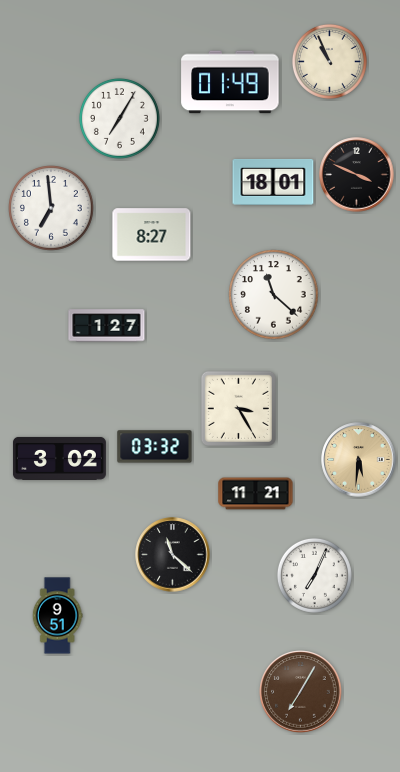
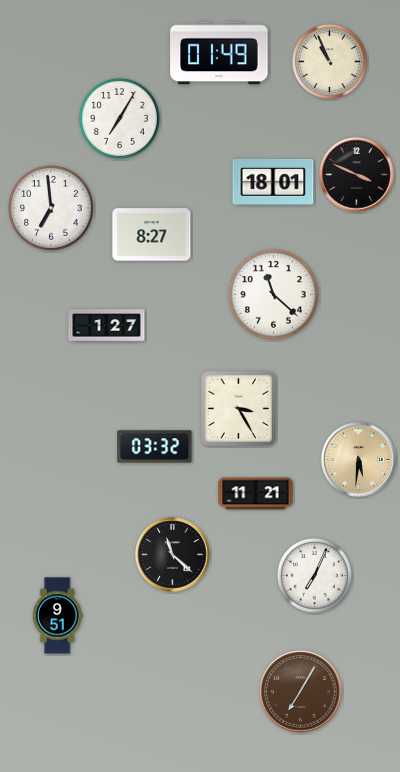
clock at (230, 82) position: (230, 82) -> (219, 53)
clock at (59, 458): 3:02 -> none
